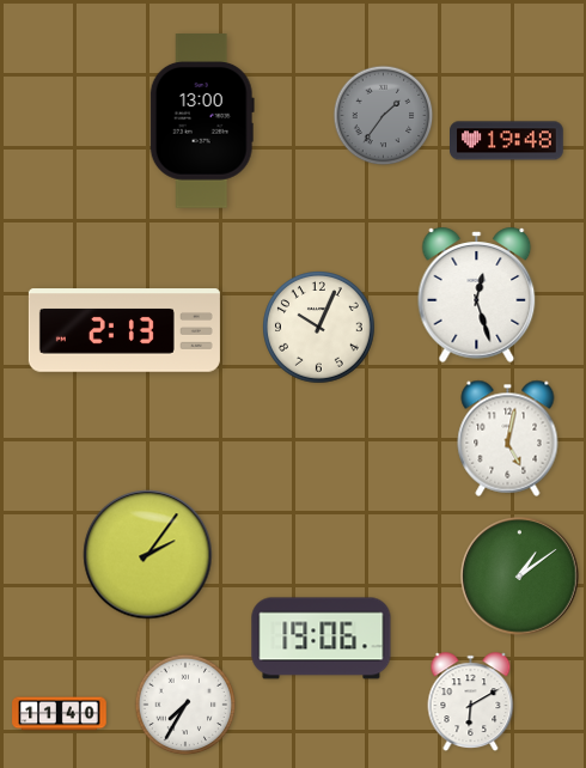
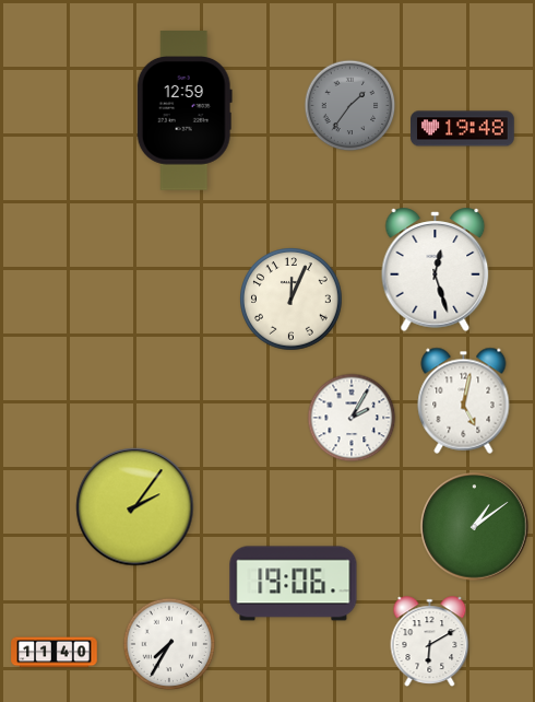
clock at (202, 122): 13:00 -> 12:59
clock at (319, 328): 10:04 -> 12:04
clock at (124, 330): 2:13 -> none
clock at (352, 418): none -> 2:05
